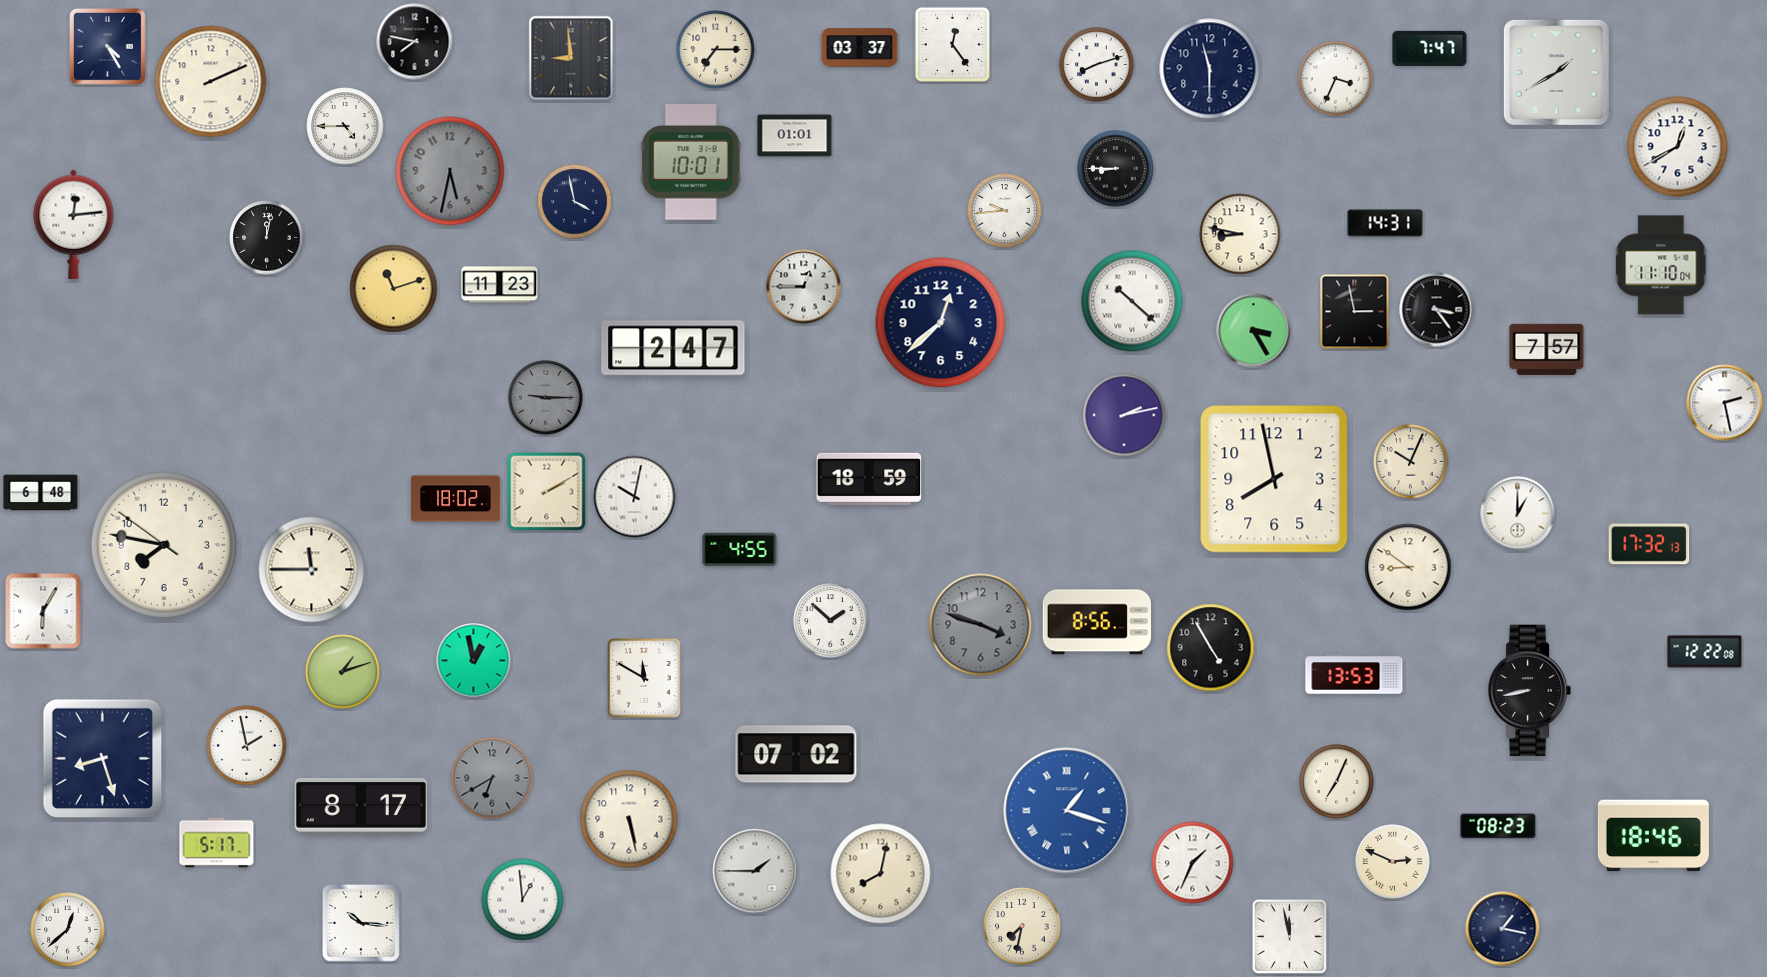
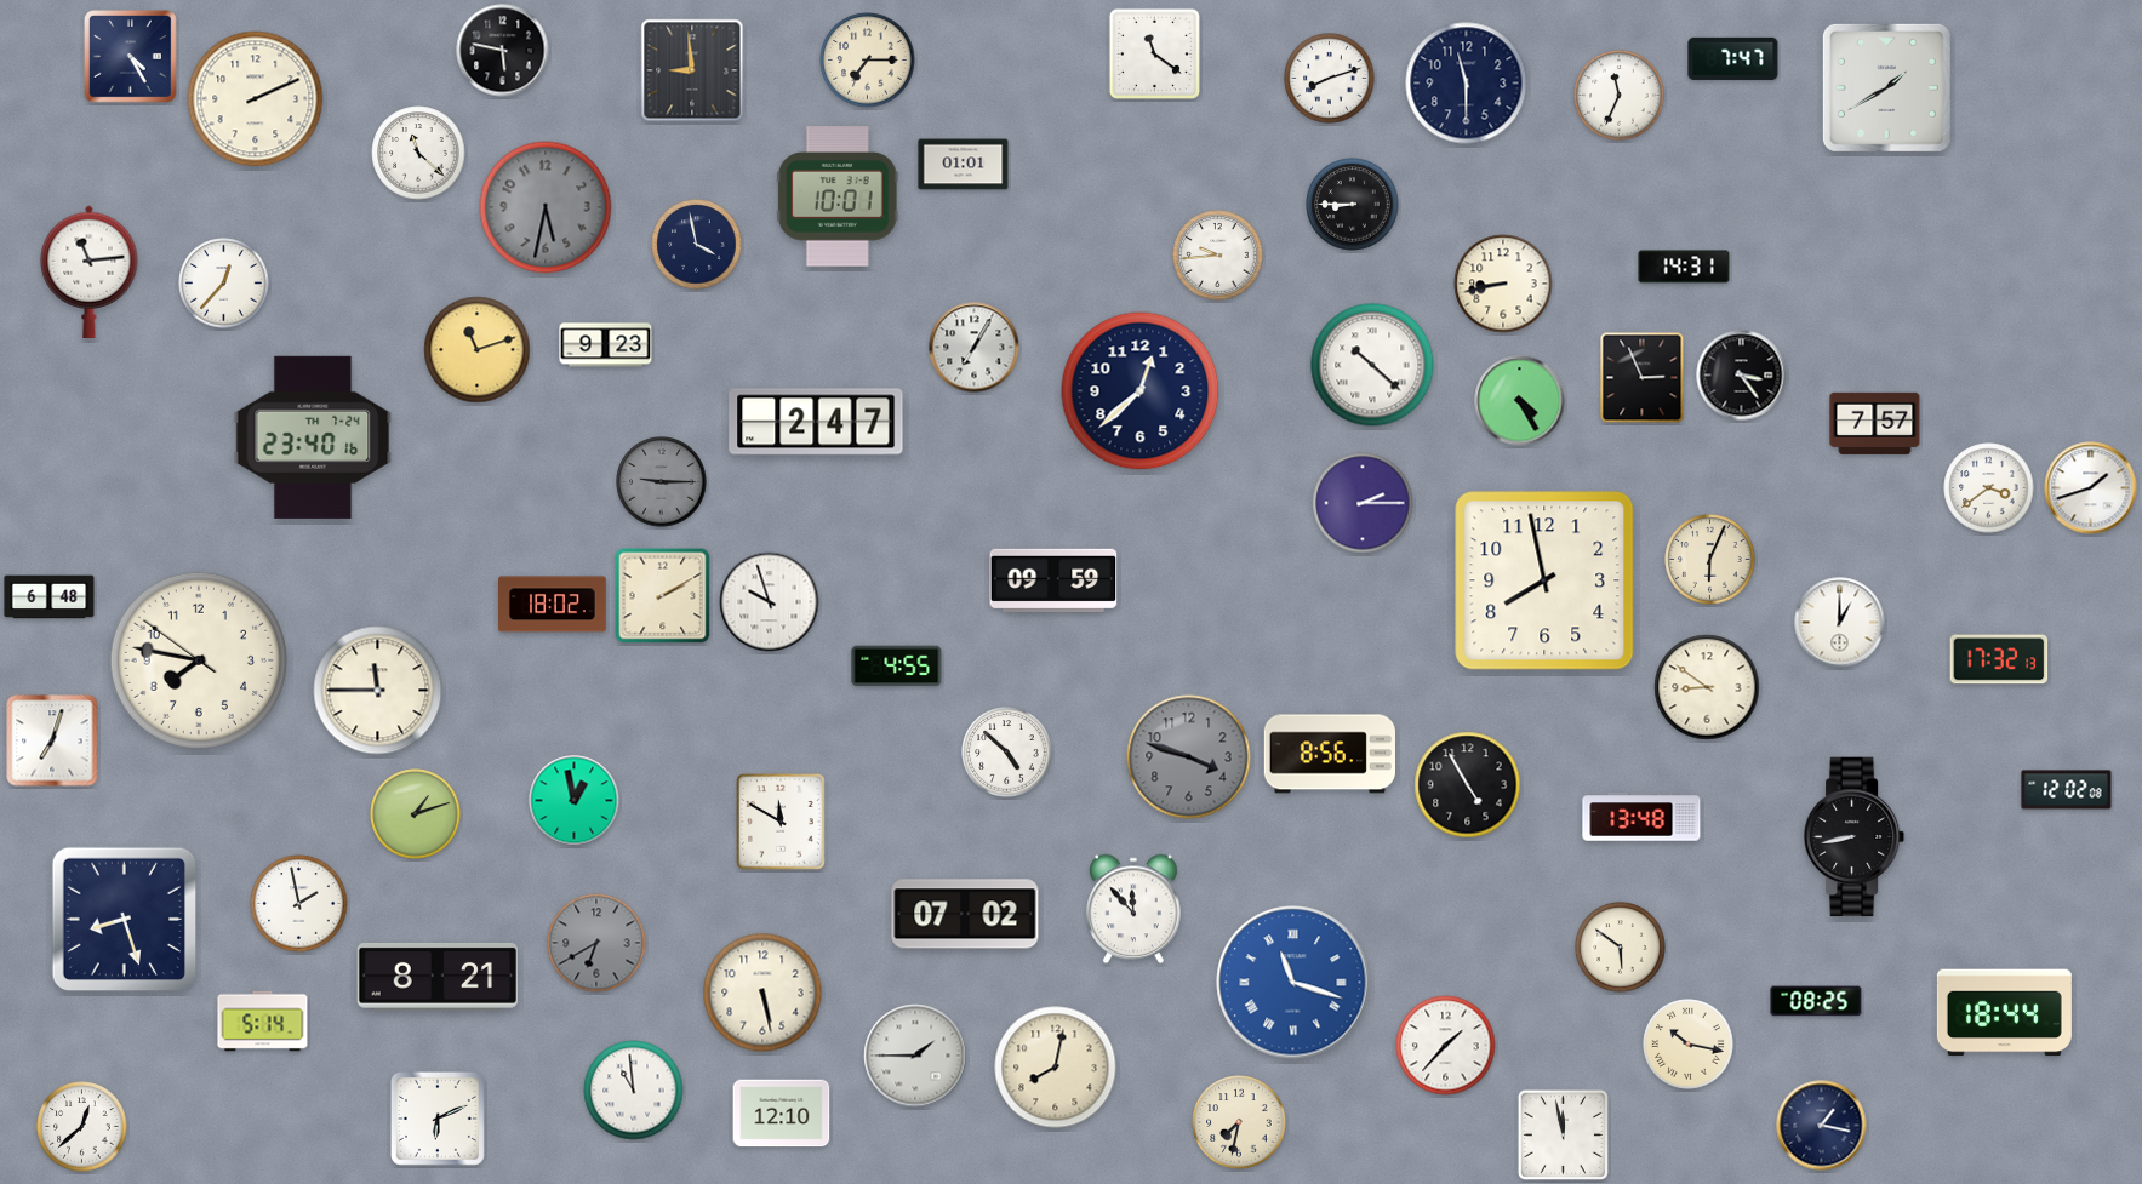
clock at (415, 42): 7:47 -> 5:47
clock at (952, 44): 12:24 -> 11:21
clock at (860, 48): 03:37 -> none
clock at (1336, 79): 3:34 -> 11:34
clock at (345, 126): 4:45 -> 11:22
clock at (1678, 147): 12:40 -> none
clock at (1385, 223) position: (1385, 223) -> (1684, 267)
clock at (74, 224): 12:14 -> 11:14
clock at (224, 284): none -> 12:37
clock at (1240, 234): 8:47 -> 8:43
clock at (267, 238): 12:02 -> none
clock at (1662, 265): 11:10 -> none
clock at (500, 285): 11:23 -> 9:23
clock at (804, 287): 12:45 -> 7:05
clock at (1355, 312): 2:58 -> 2:56
clock at (1254, 331): 3:25 -> 4:25
clock at (313, 437): none -> 23:40
clock at (1989, 488): none -> 3:39
clock at (1725, 403): 2:28 -> 1:42
clock at (1124, 415): 2:13 -> 2:15
clock at (1411, 462): 10:04 -> 6:04
clock at (869, 479): 18:59 -> 09:59
clock at (635, 497): 10:02 -> 9:57
clock at (43, 611): 6:05 -> 7:03
clock at (831, 621): 1:52 -> 4:52
clock at (1705, 652): 12:22 -> 12:02
clock at (1354, 674): 13:53 -> 13:48
clock at (1133, 909): none -> 11:53
clock at (1337, 782): 7:04 -> 5:51
clock at (360, 807): 8:17 -> 8:21
clock at (1067, 811): 1:18 -> 11:18
clock at (1498, 826): 08:23 -> 08:25
clock at (1653, 836): 18:46 -> 18:44
clock at (217, 843): 5:17 -> 5:14
clock at (1393, 862): 2:49 -> 10:17
clock at (1193, 863): 1:34 -> 1:37
clock at (881, 874) position: (881, 874) -> (1056, 1068)
clock at (523, 900): 12:59 -> 10:59
clock at (782, 1114): none -> 12:10
clock at (361, 923): 10:16 -> 6:11
